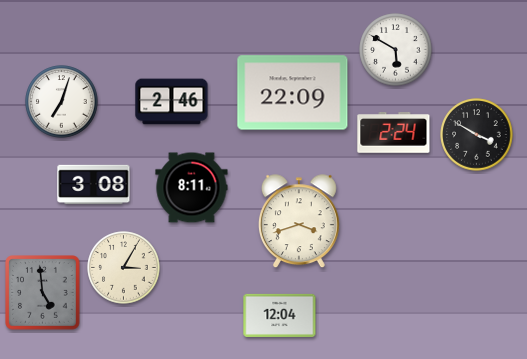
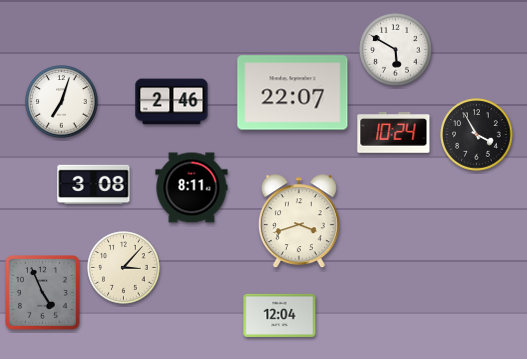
clock at (293, 93): 22:09 -> 22:07
clock at (394, 133): 2:24 -> 10:24
clock at (477, 135): 3:50 -> 3:55
clock at (124, 268): 3:05 -> 3:07
clock at (43, 293): 4:59 -> 4:56
